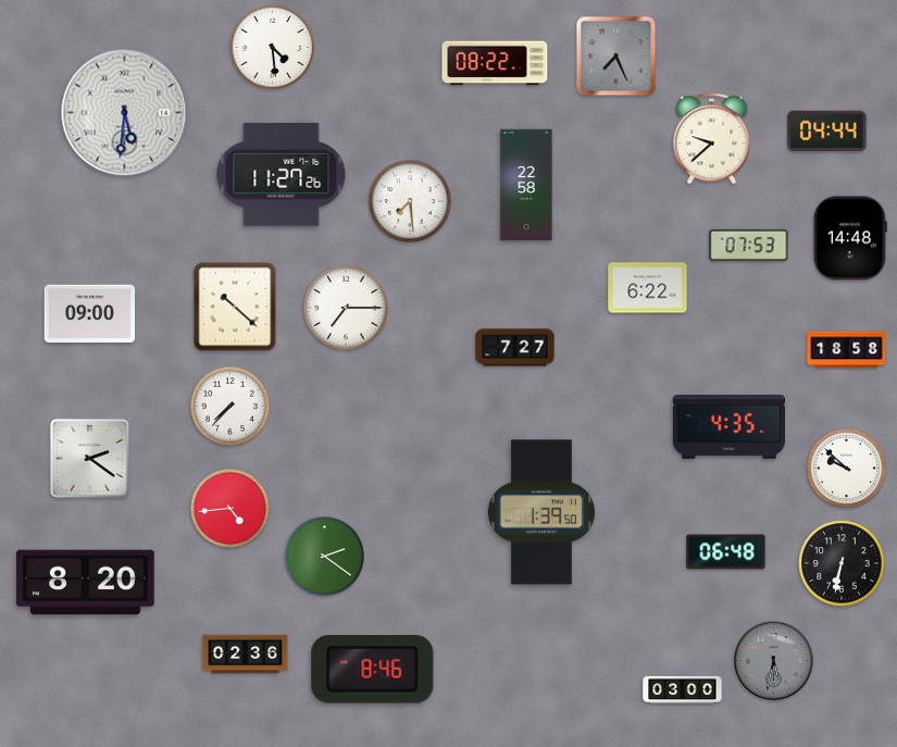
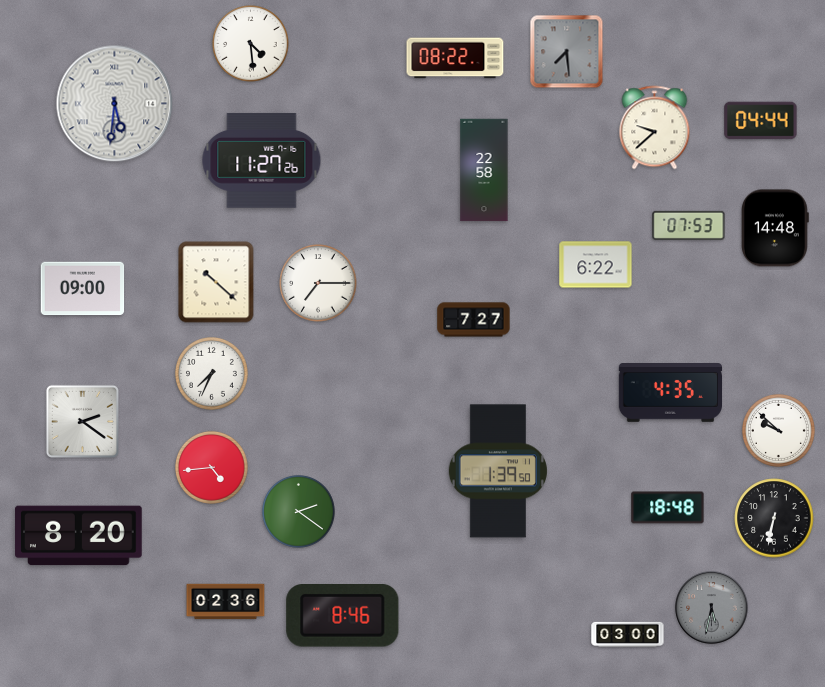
clock at (616, 57): 7:26 -> 7:29
clock at (282, 174) position: (282, 174) -> (262, 160)
clock at (410, 201): 7:29 -> none
clock at (850, 238) position: (850, 238) -> (775, 228)
clock at (847, 350): 18:58 -> none
clock at (229, 406): 7:37 -> 7:34
clock at (726, 552): 06:48 -> 18:48
